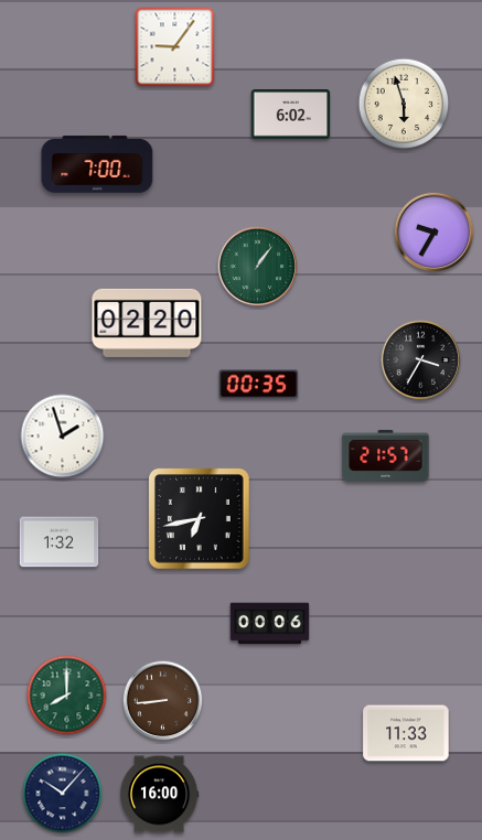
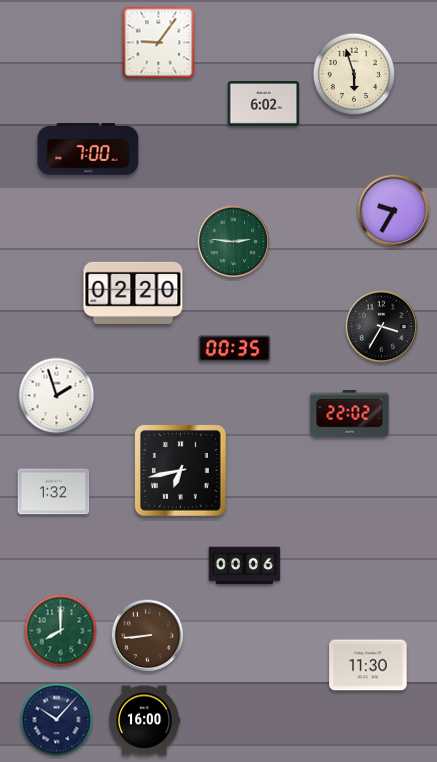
clock at (404, 104) position: (404, 104) -> (354, 74)
clock at (258, 267): 1:06 -> 2:46
clock at (386, 455): 21:57 -> 22:02
clock at (406, 733): 11:33 -> 11:30
